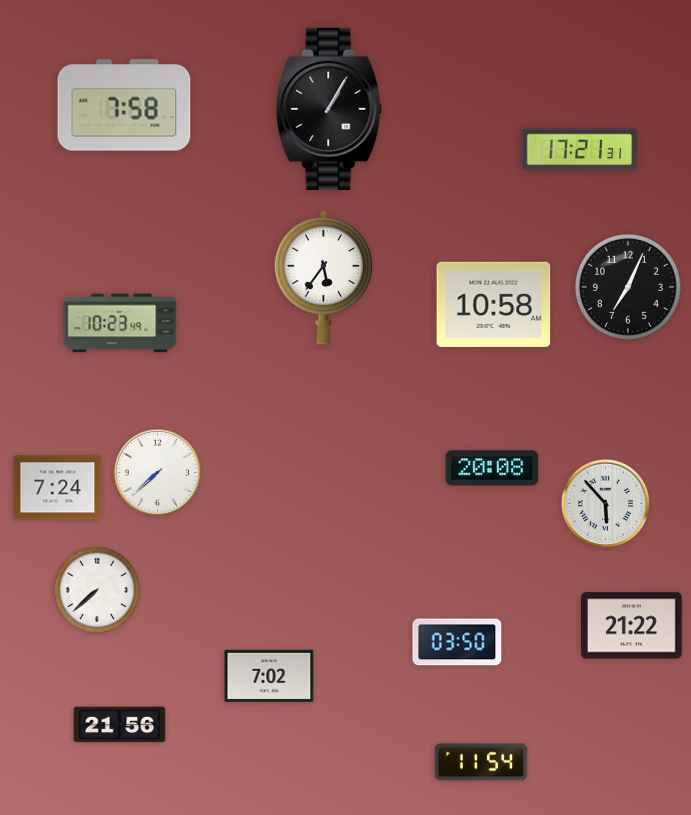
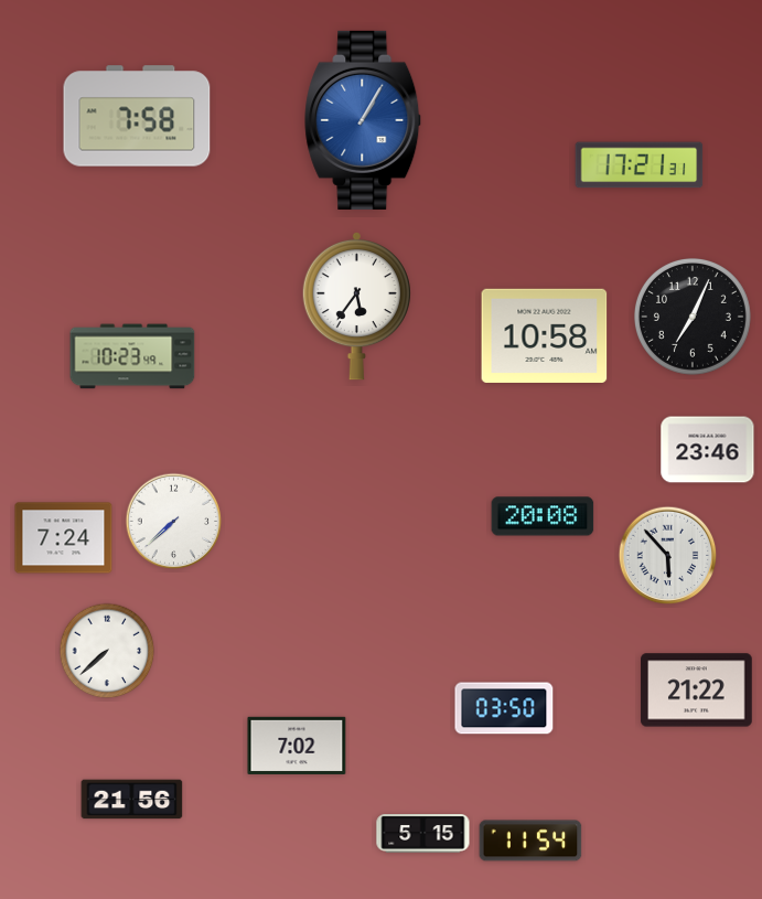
clock at (330, 109) dial: black -> blue
clock at (708, 450): none -> 23:46
clock at (423, 834): none -> 5:15
